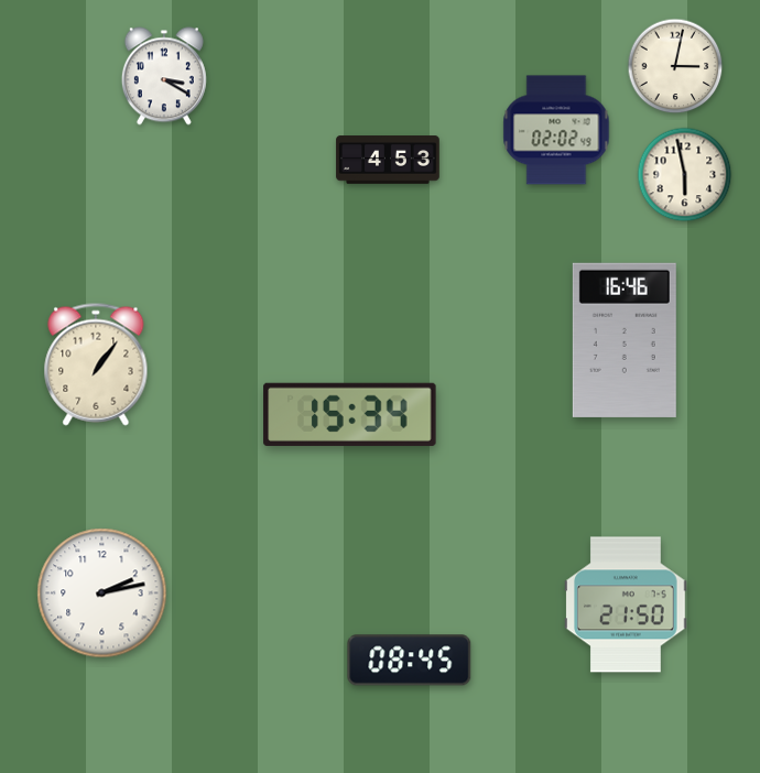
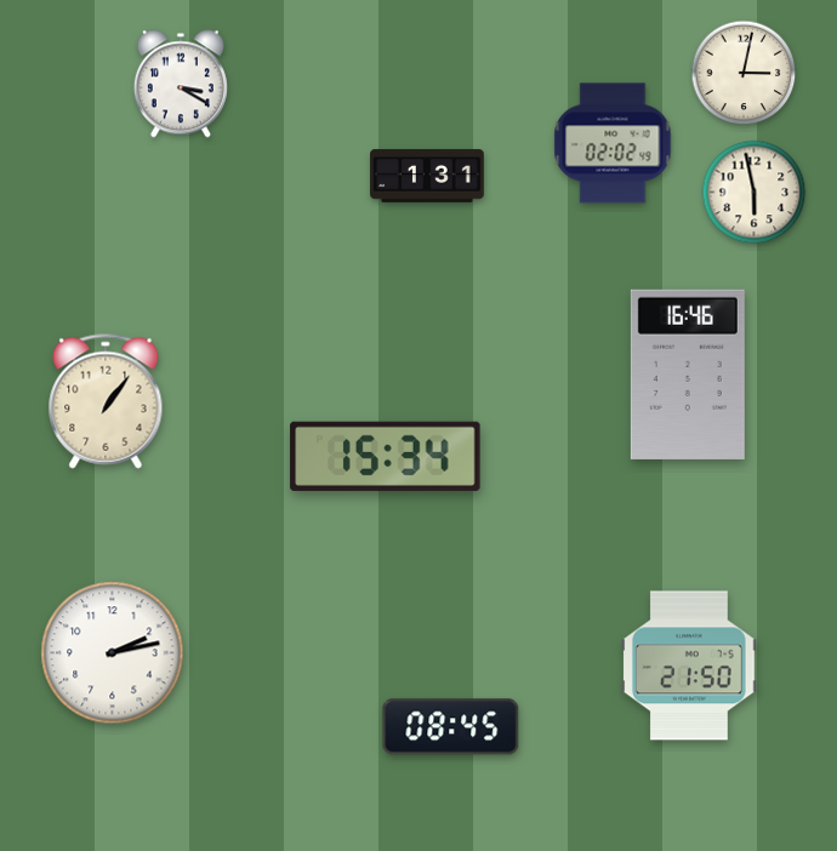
clock at (388, 160): 4:53 -> 1:31
